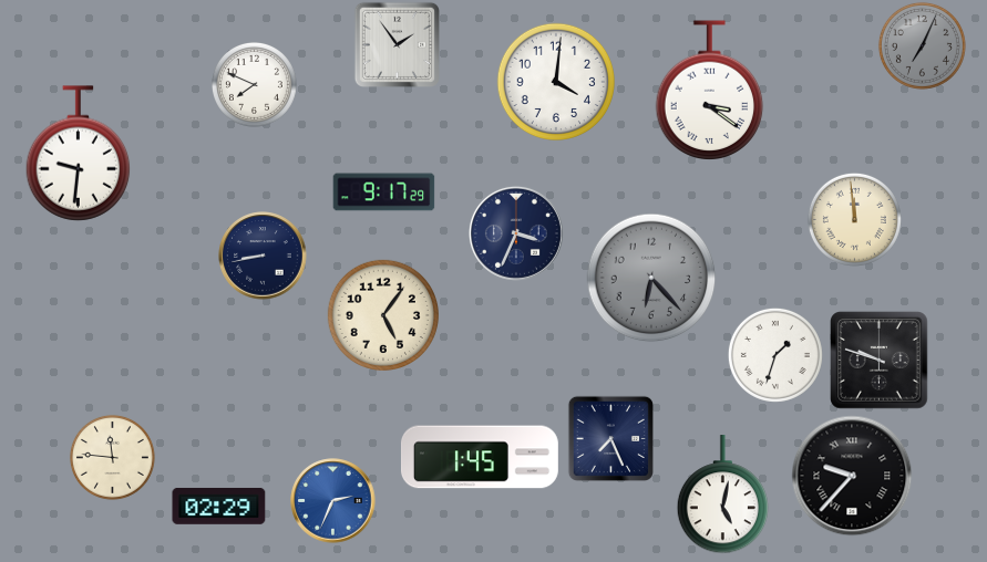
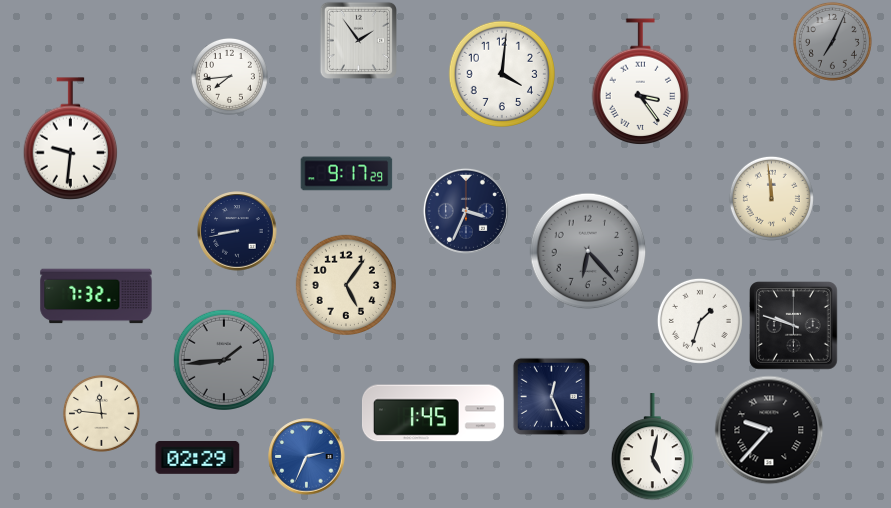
clock at (254, 84): 7:49 -> 7:44
clock at (710, 90): 3:21 -> 3:24
clock at (96, 296): none -> 7:32
clock at (223, 359): none -> 1:44
clock at (610, 438): 7:26 -> 12:26
clock at (333, 501) position: (333, 501) -> (307, 457)
